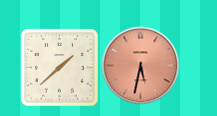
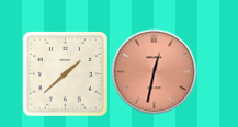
clock at (140, 65): 5:32 -> 12:32
